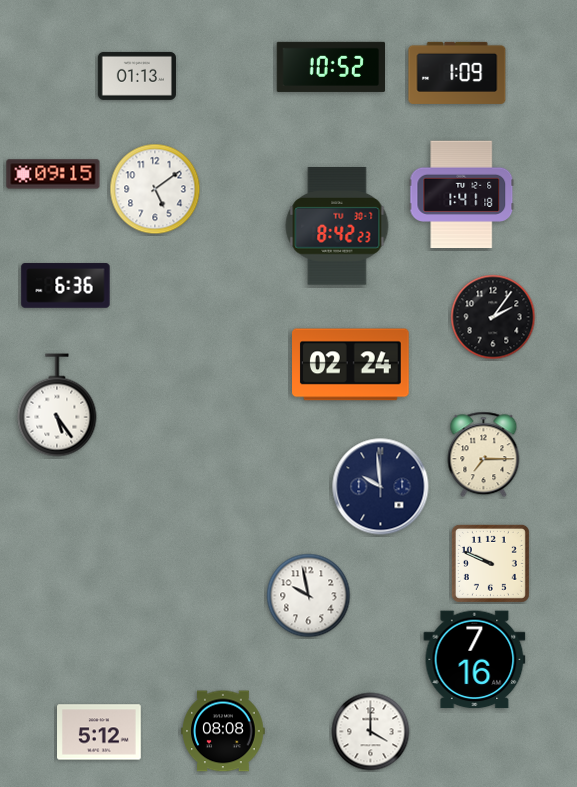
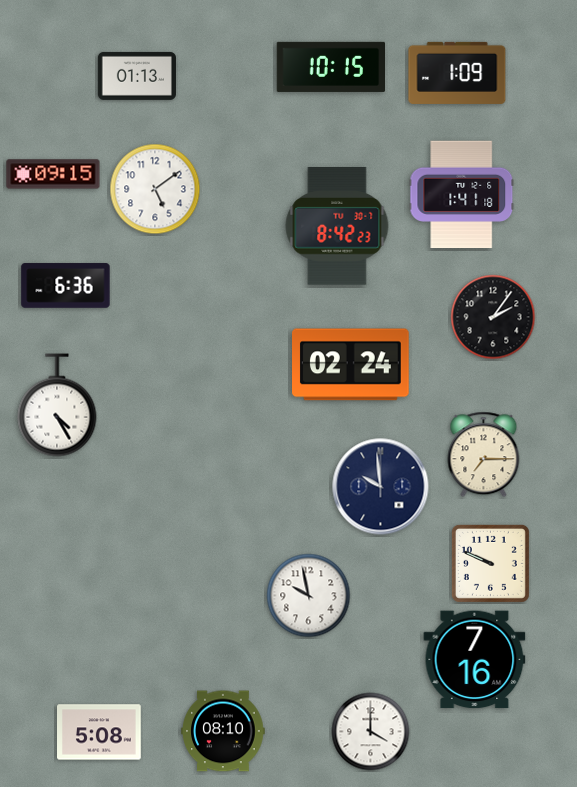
clock at (331, 67): 10:52 -> 10:15
clock at (57, 405): 5:24 -> 4:25
clock at (223, 731): 08:08 -> 08:10
clock at (100, 732): 5:12 -> 5:08
